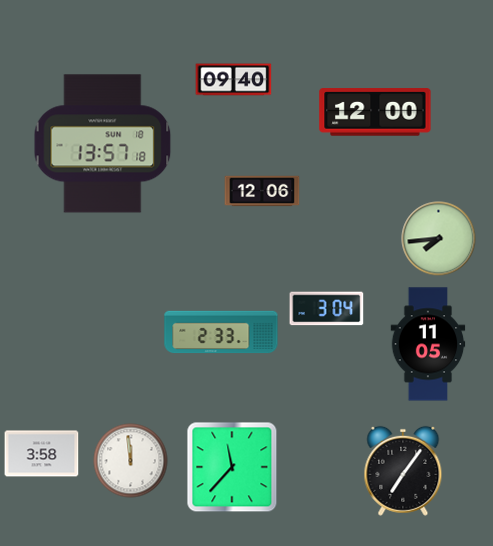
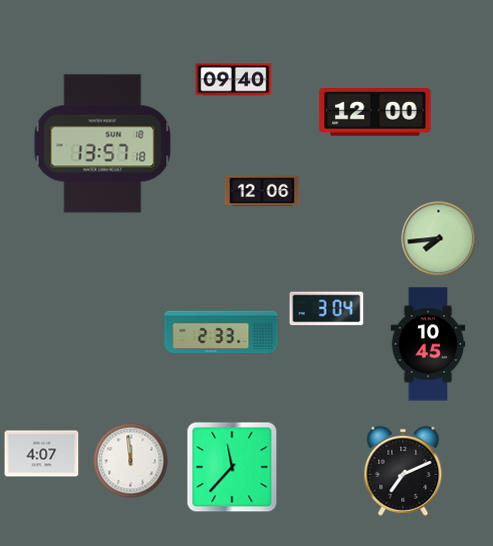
clock at (428, 344): 11:05 -> 10:45
clock at (42, 454): 3:58 -> 4:07
clock at (403, 471): 7:06 -> 7:11
